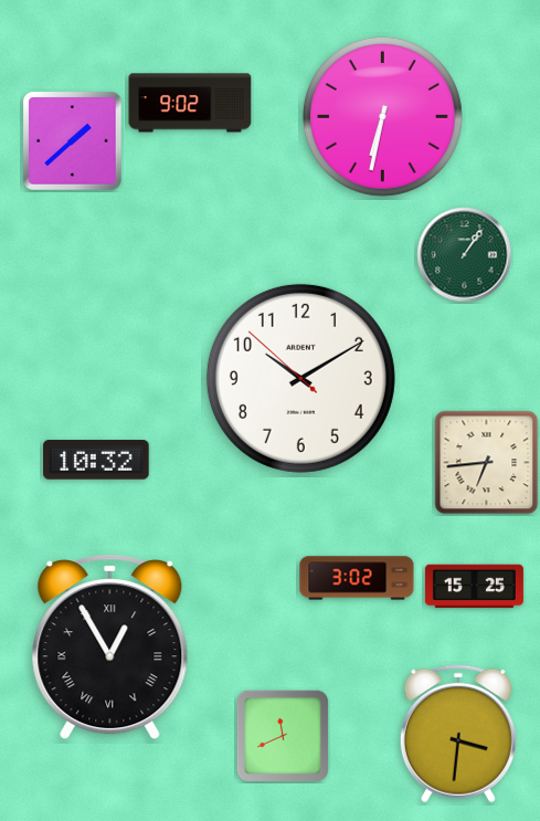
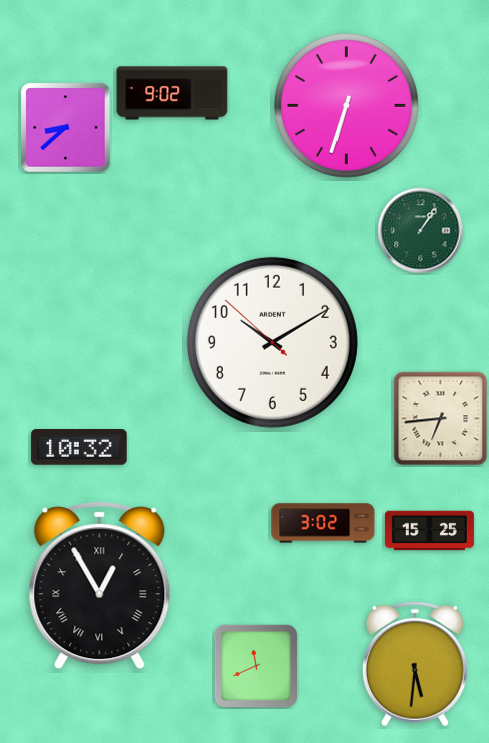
clock at (382, 116): 6:32 -> 6:33
clock at (73, 141): 1:38 -> 8:38
clock at (96, 460) position: (96, 460) -> (79, 447)
clock at (458, 734): 3:31 -> 5:31
